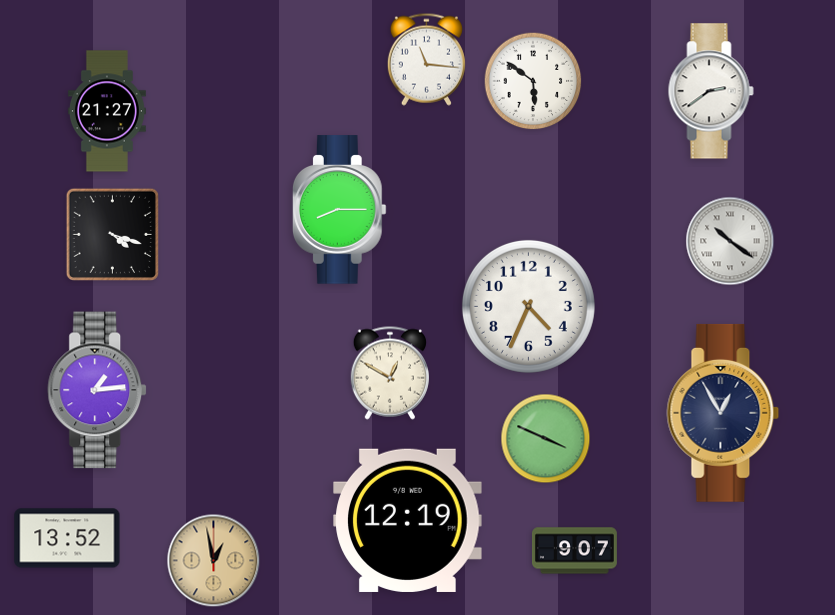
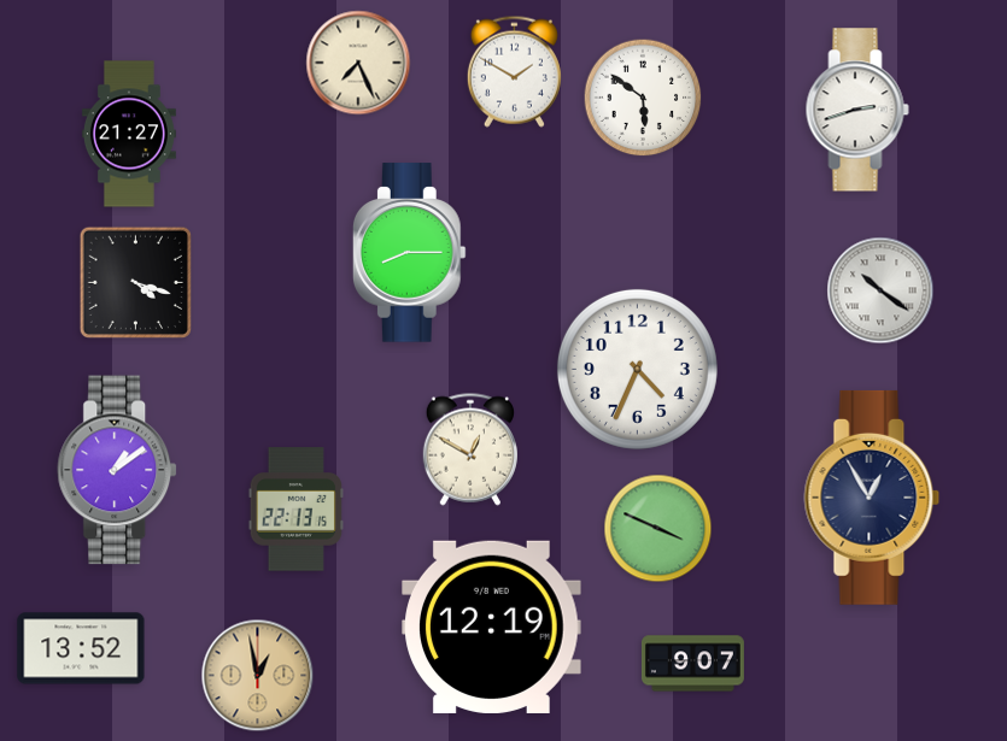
clock at (358, 63): none -> 7:26
clock at (426, 59): 11:16 -> 1:50
clock at (711, 91): 2:39 -> 2:42
clock at (98, 390): 1:14 -> 1:09
clock at (295, 510): none -> 22:13
